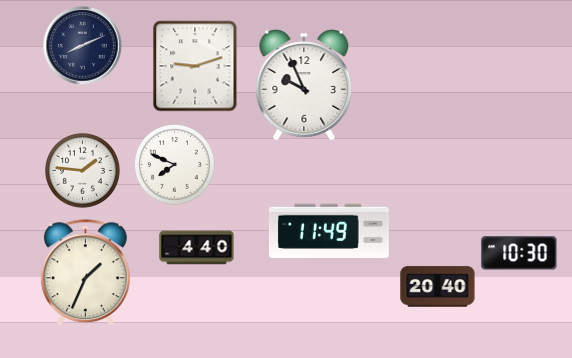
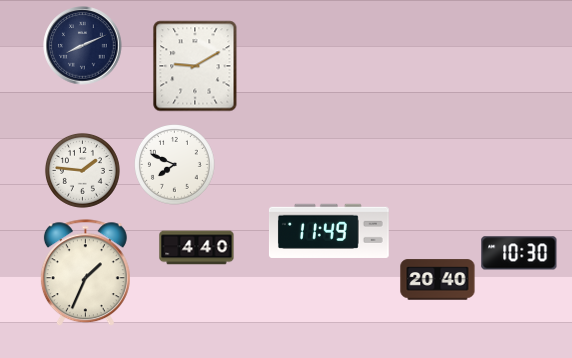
clock at (195, 66): 9:12 -> 9:10
clock at (304, 85): 9:56 -> none
clock at (438, 287) position: (438, 287) -> (438, 280)
